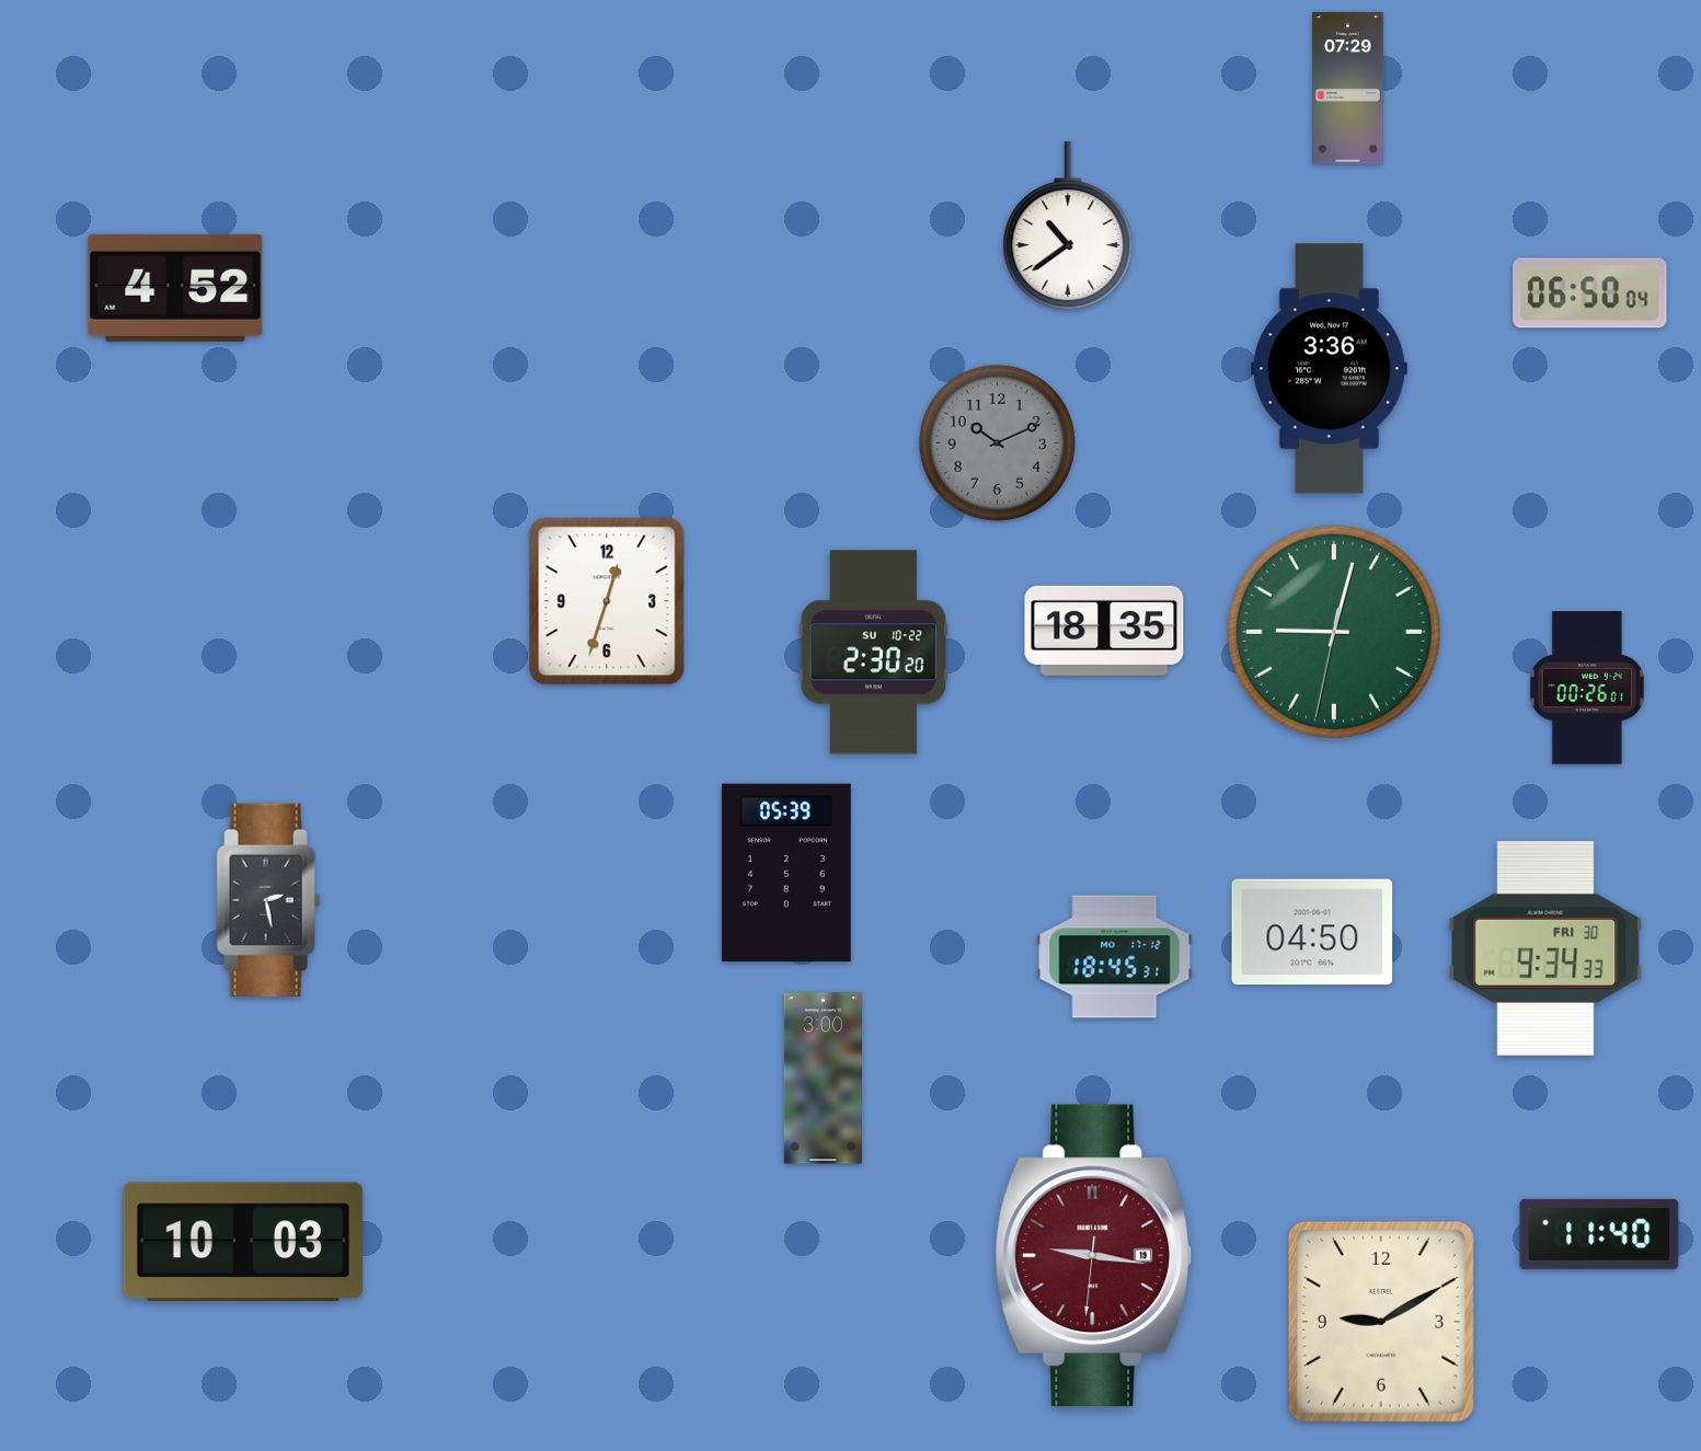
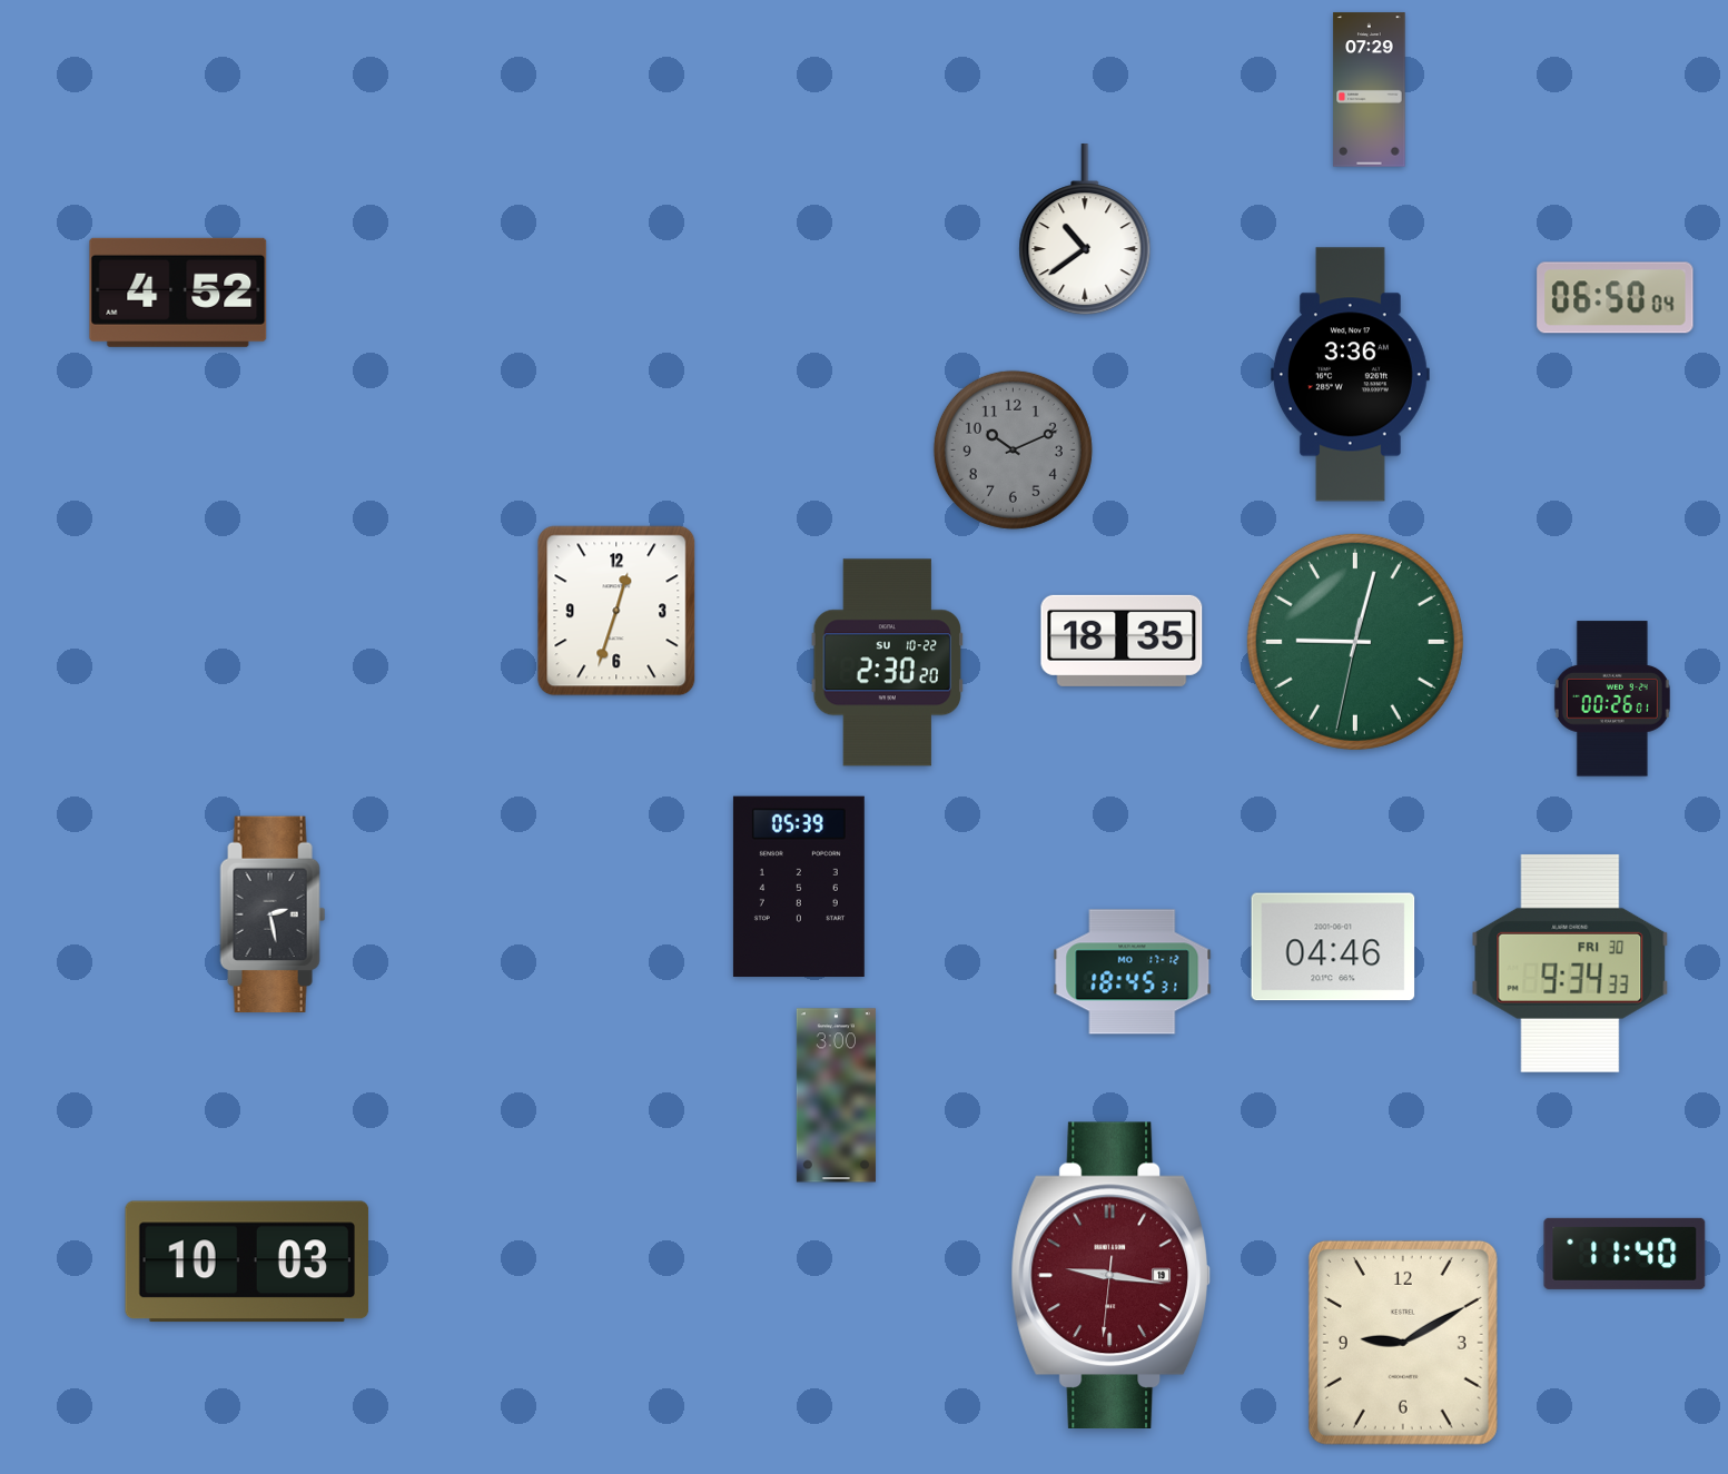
clock at (1312, 932): 04:50 -> 04:46
